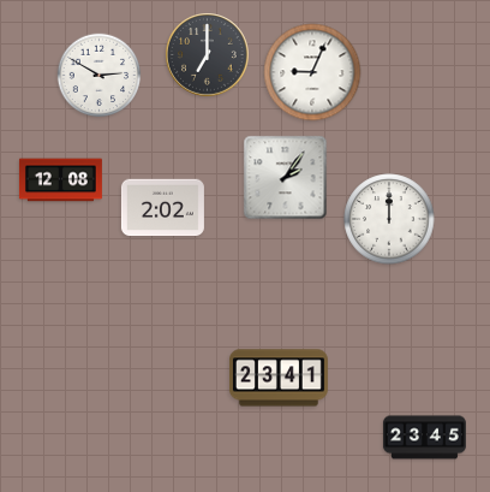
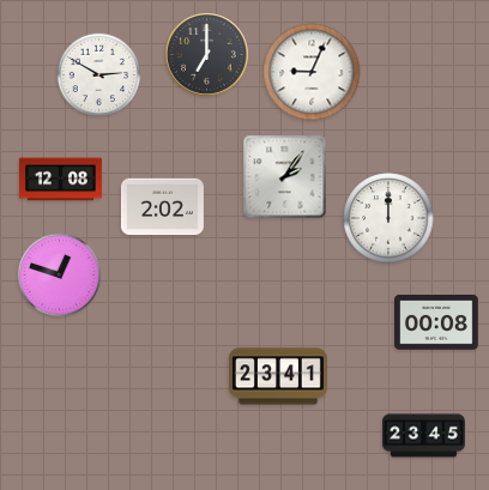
clock at (60, 276): none -> 12:48
clock at (437, 322): none -> 00:08
